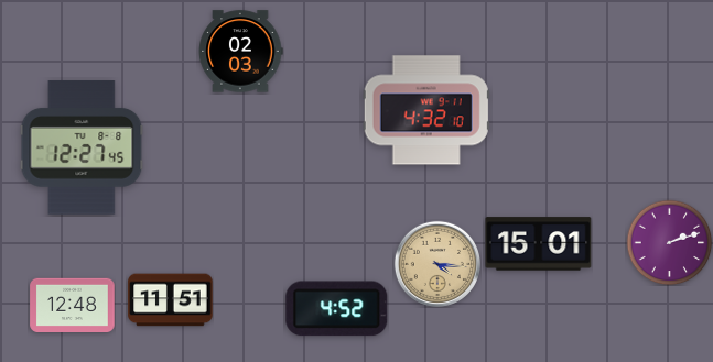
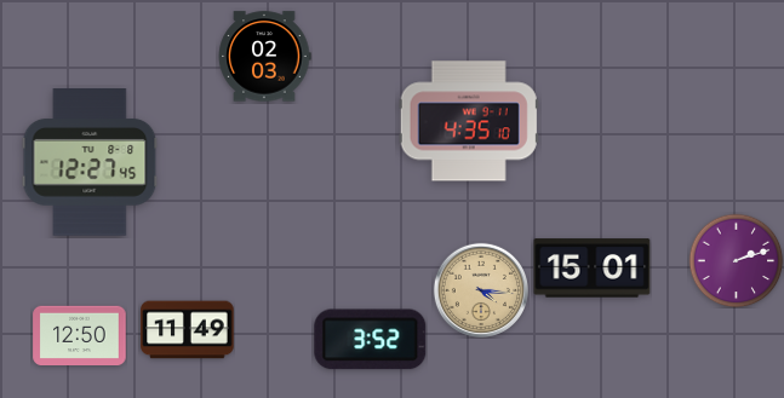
clock at (426, 110): 4:32 -> 4:35
clock at (669, 242) position: (669, 242) -> (736, 260)
clock at (171, 300): 11:51 -> 11:49
clock at (73, 305): 12:48 -> 12:50
clock at (337, 309): 4:52 -> 3:52
